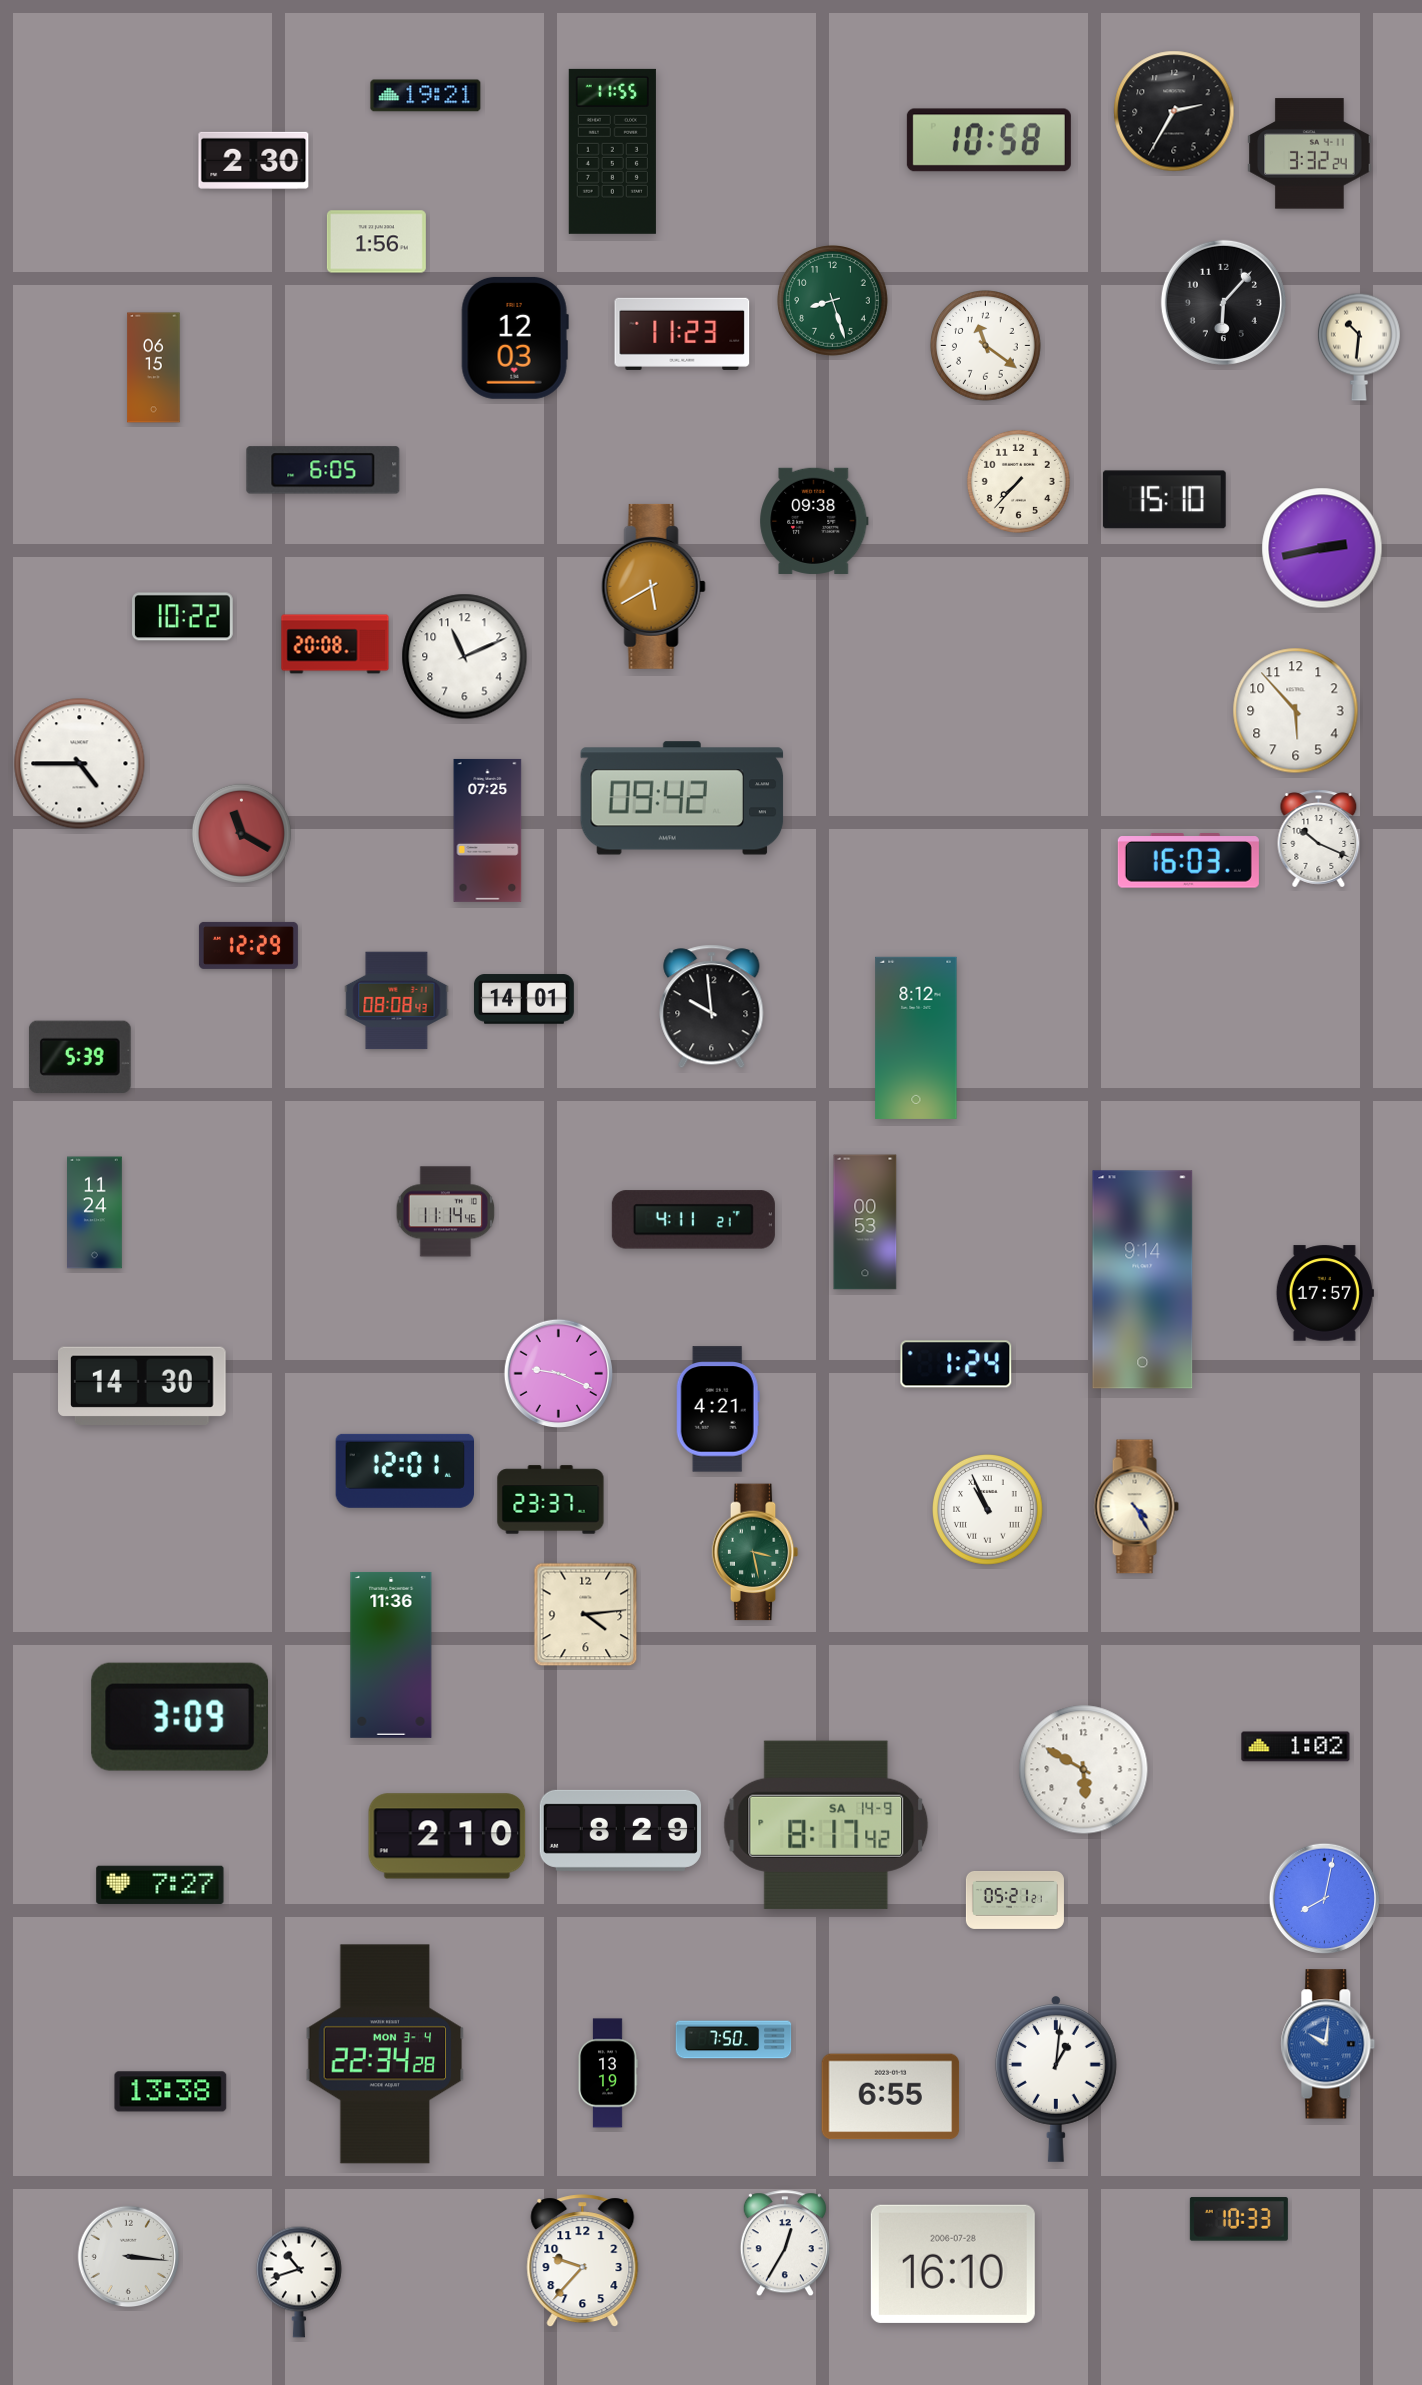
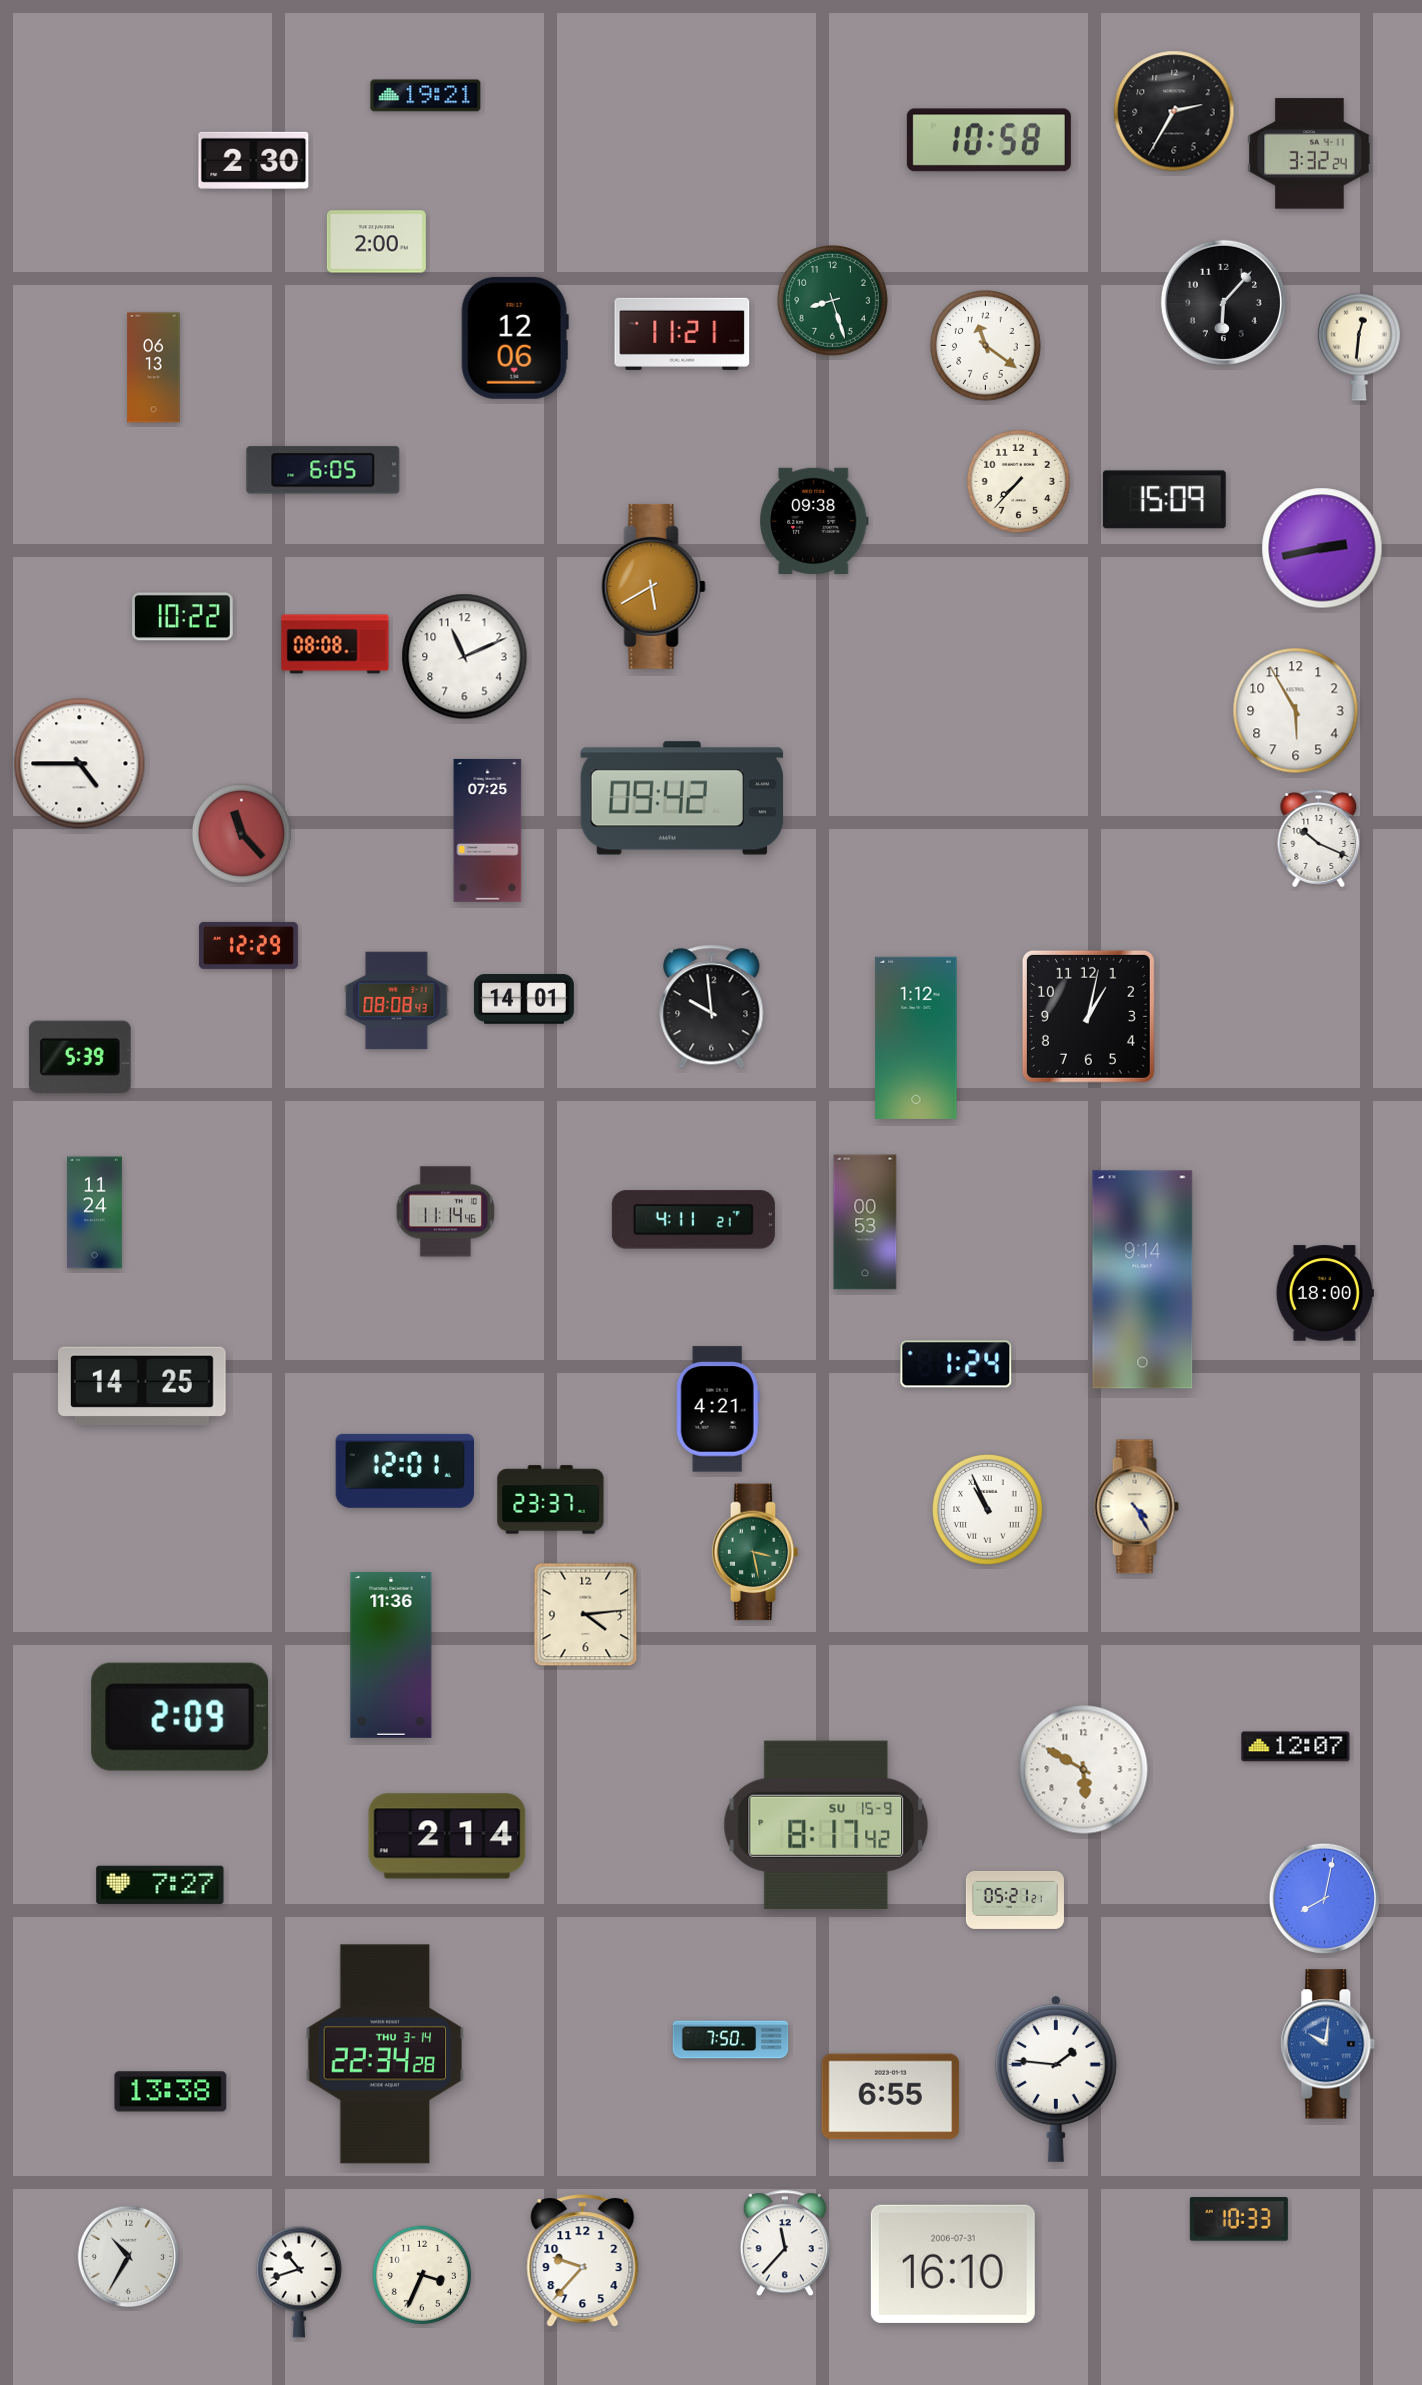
clock at (612, 151): 11:55 -> none
clock at (376, 242): 1:56 -> 2:00
clock at (682, 334): 11:23 -> 11:21
clock at (515, 338): 12:03 -> 12:06
clock at (1359, 347): 10:31 -> 12:31
clock at (154, 368): 06:15 -> 06:13
clock at (1164, 500): 15:10 -> 15:09
clock at (335, 644): 20:08 -> 08:08
clock at (1296, 711): 5:53 -> 5:55
clock at (241, 833): 11:20 -> 11:23
clock at (1188, 861): 16:03 -> none
clock at (1088, 1016): none -> 1:02
clock at (916, 1038): 8:12 -> 1:12
clock at (1325, 1293): 17:57 -> 18:00
clock at (558, 1373): 9:19 -> none
clock at (143, 1385): 14:30 -> 14:25
clock at (179, 1717): 3:09 -> 2:09
clock at (1296, 1747): 1:02 -> 12:07
clock at (826, 1825) date: SA 14-9 -> SU 15-9
clock at (620, 1830): 8:29 -> none
clock at (447, 1836): 2:10 -> 2:14
clock at (734, 2040) position: (734, 2040) -> (731, 2040)
clock at (385, 2054) date: MON 3-4 -> THU 3-14
clock at (608, 2073): 13:19 -> none
clock at (1056, 2078): 1:01 -> 1:46
clock at (785, 2244): 12:35 -> 11:37
clock at (129, 2257): 3:16 -> 10:35
clock at (953, 2264) date: 2006-07-28 -> 2006-07-31
clock at (422, 2275): none -> 3:34
